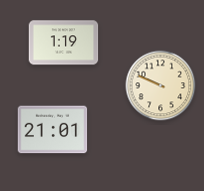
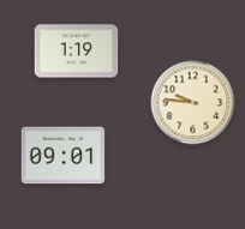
clock at (161, 86): 9:49 -> 9:46
clock at (53, 130): 21:01 -> 09:01
